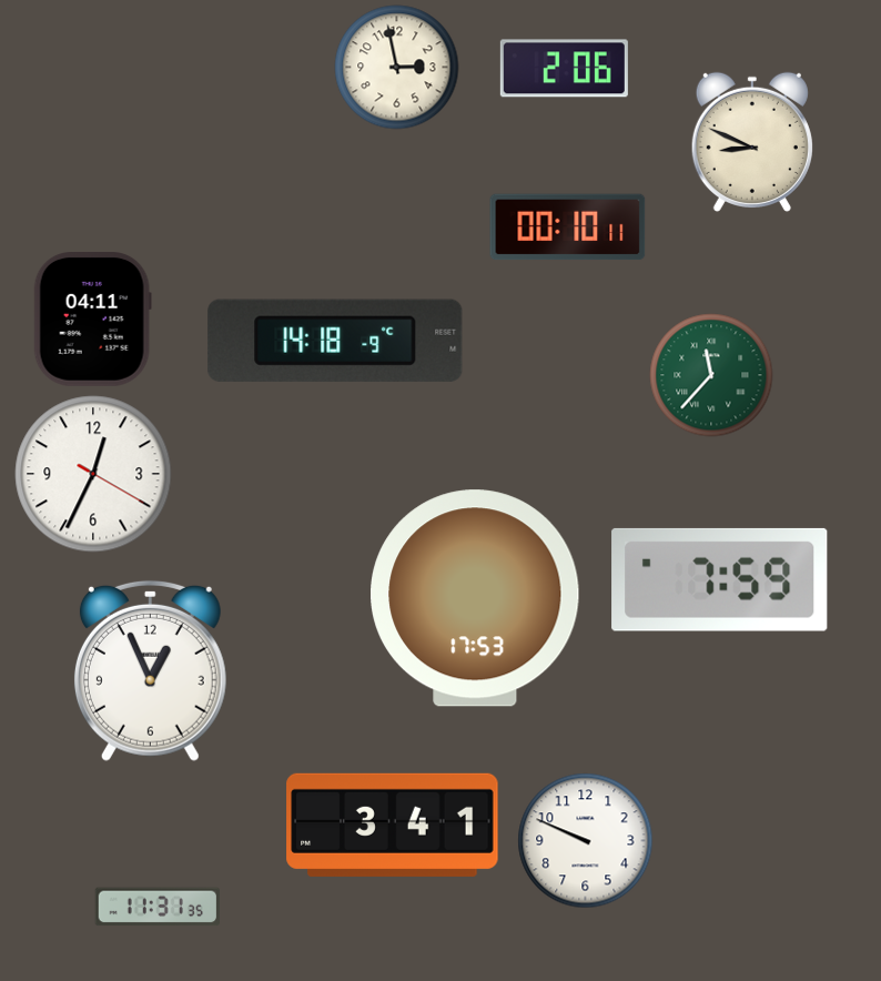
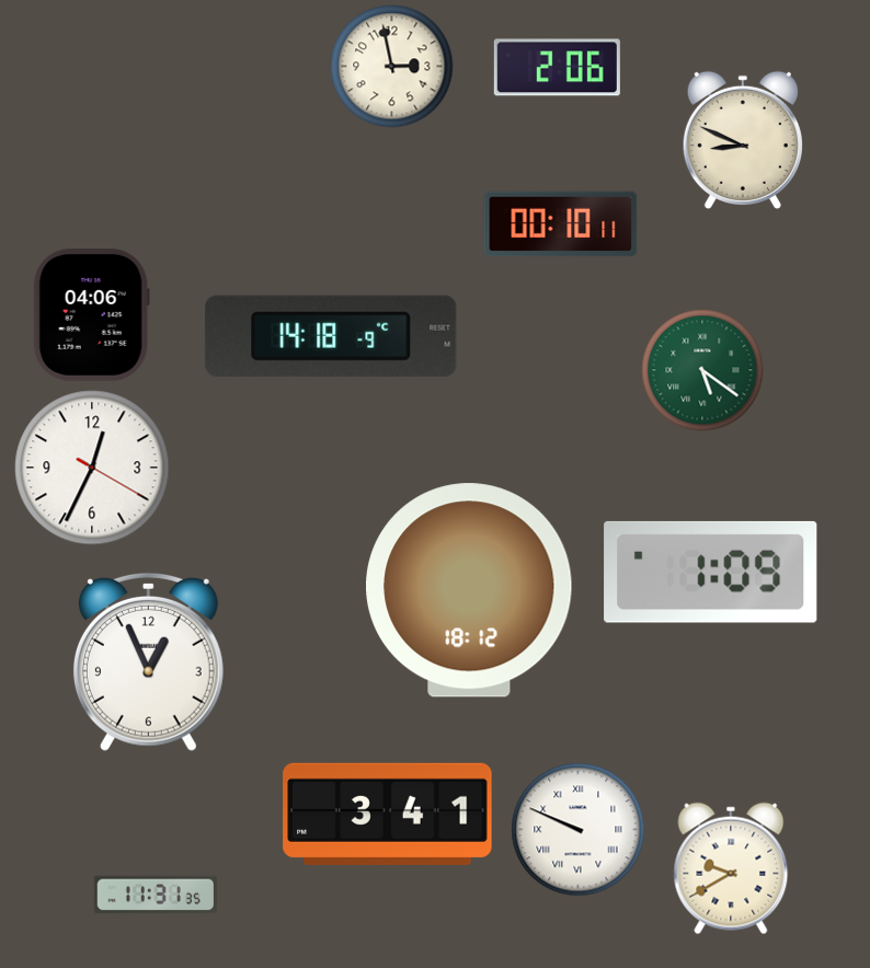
clock at (92, 320): 04:11 -> 04:06
clock at (711, 375): 11:37 -> 5:21
clock at (720, 579): 7:59 -> 1:09
clock at (476, 598): 17:53 -> 18:12
clock at (586, 841) numerals: Arabic -> Roman
clock at (731, 868): none -> 9:40
